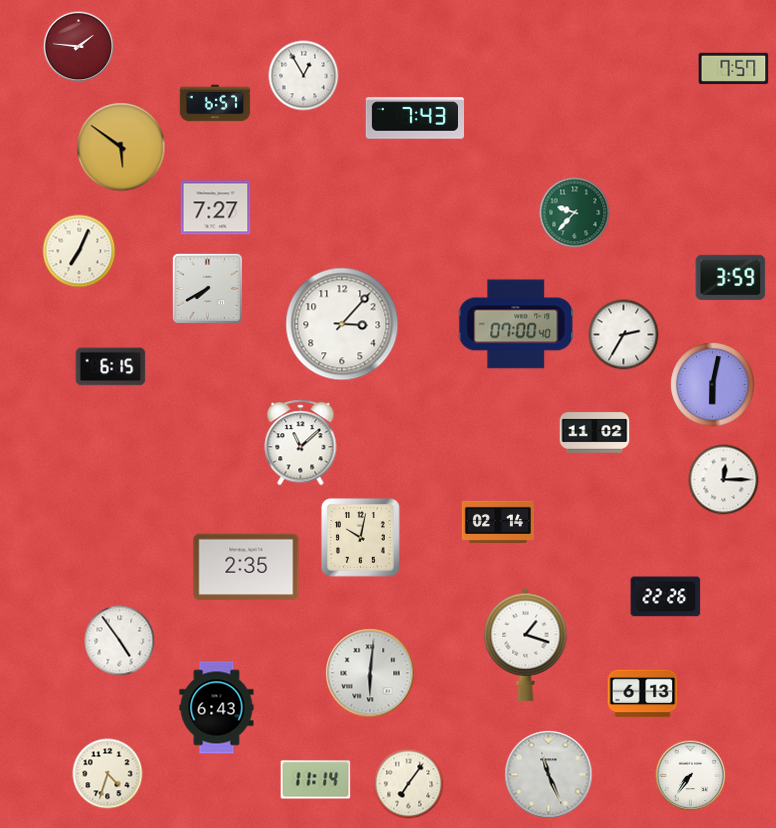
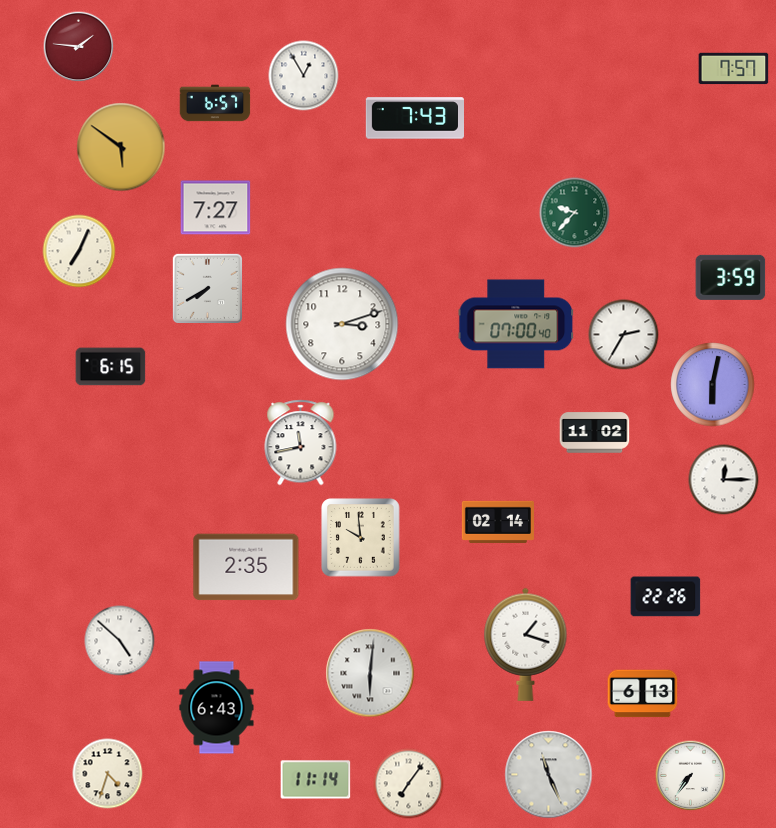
clock at (342, 324): 3:07 -> 3:12
clock at (301, 443): 11:08 -> 11:43
clock at (361, 538): 10:02 -> 9:59
clock at (120, 641): 4:54 -> 4:52
